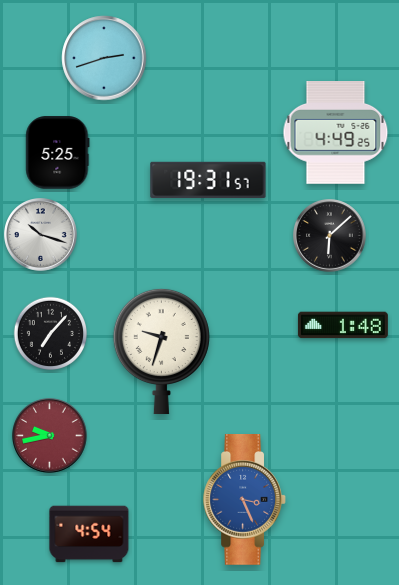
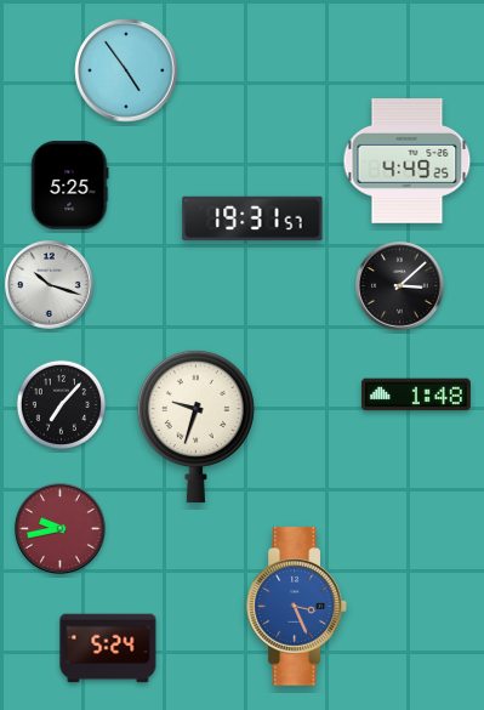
clock at (104, 58): 2:42 -> 4:54
clock at (330, 236): 6:08 -> 3:08
clock at (89, 534): 4:54 -> 5:24
